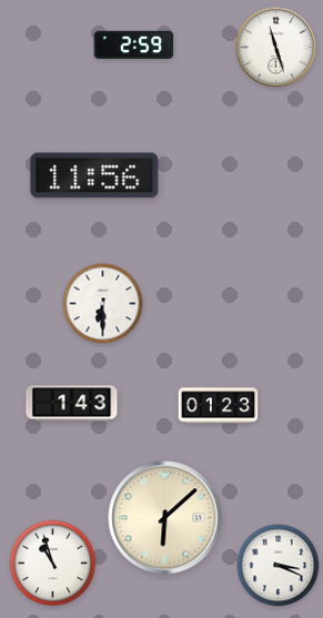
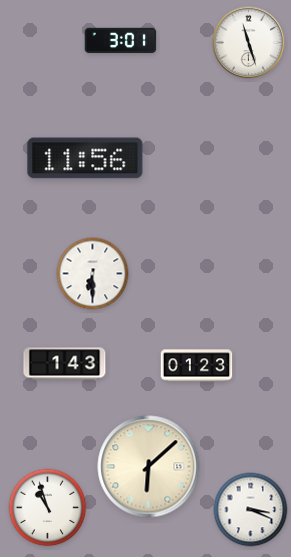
clock at (134, 44): 2:59 -> 3:01
